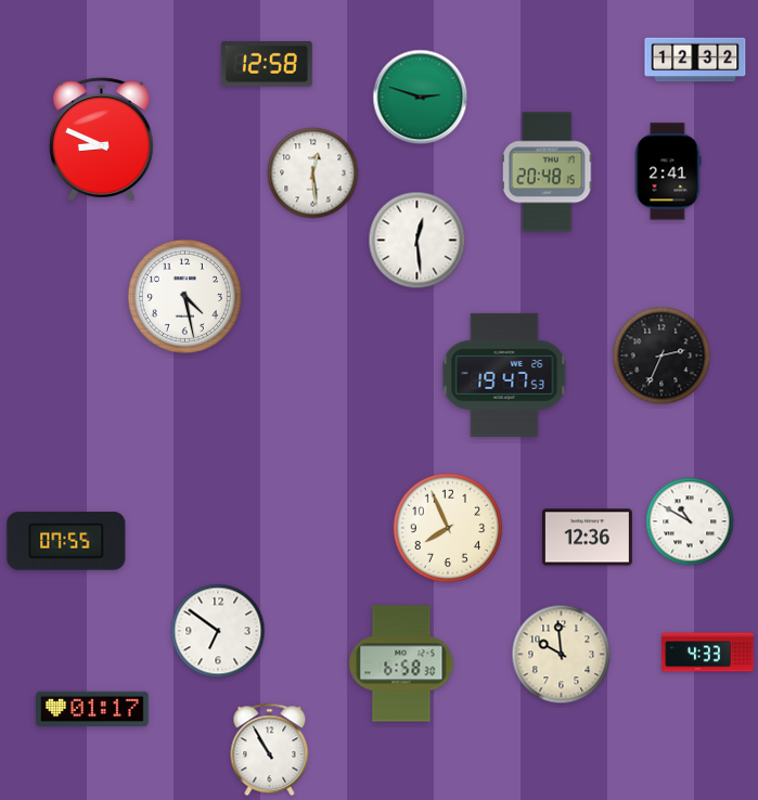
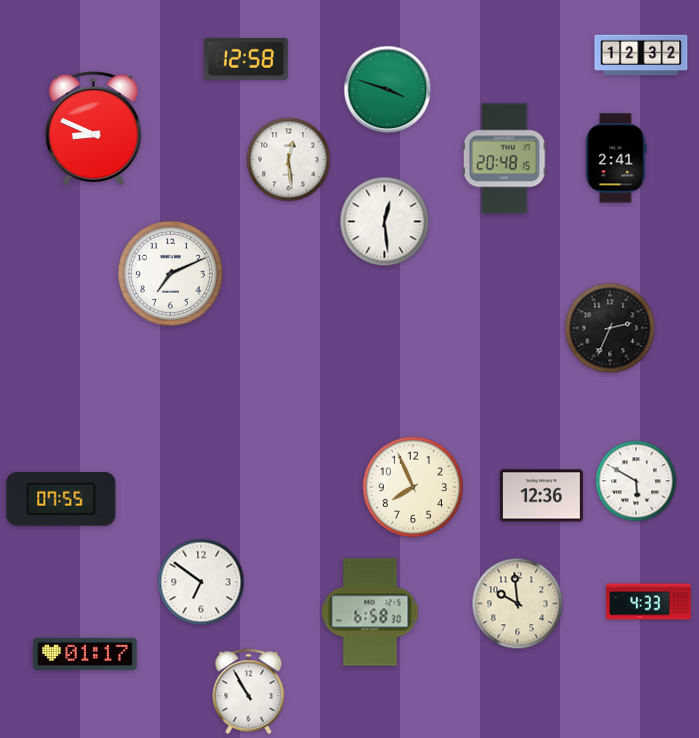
clock at (421, 98): 2:48 -> 3:48
clock at (184, 296): 4:28 -> 7:11
clock at (504, 375): 19:47 -> none
clock at (690, 521): 10:50 -> 5:50
clock at (708, 653) position: (708, 653) -> (649, 602)
